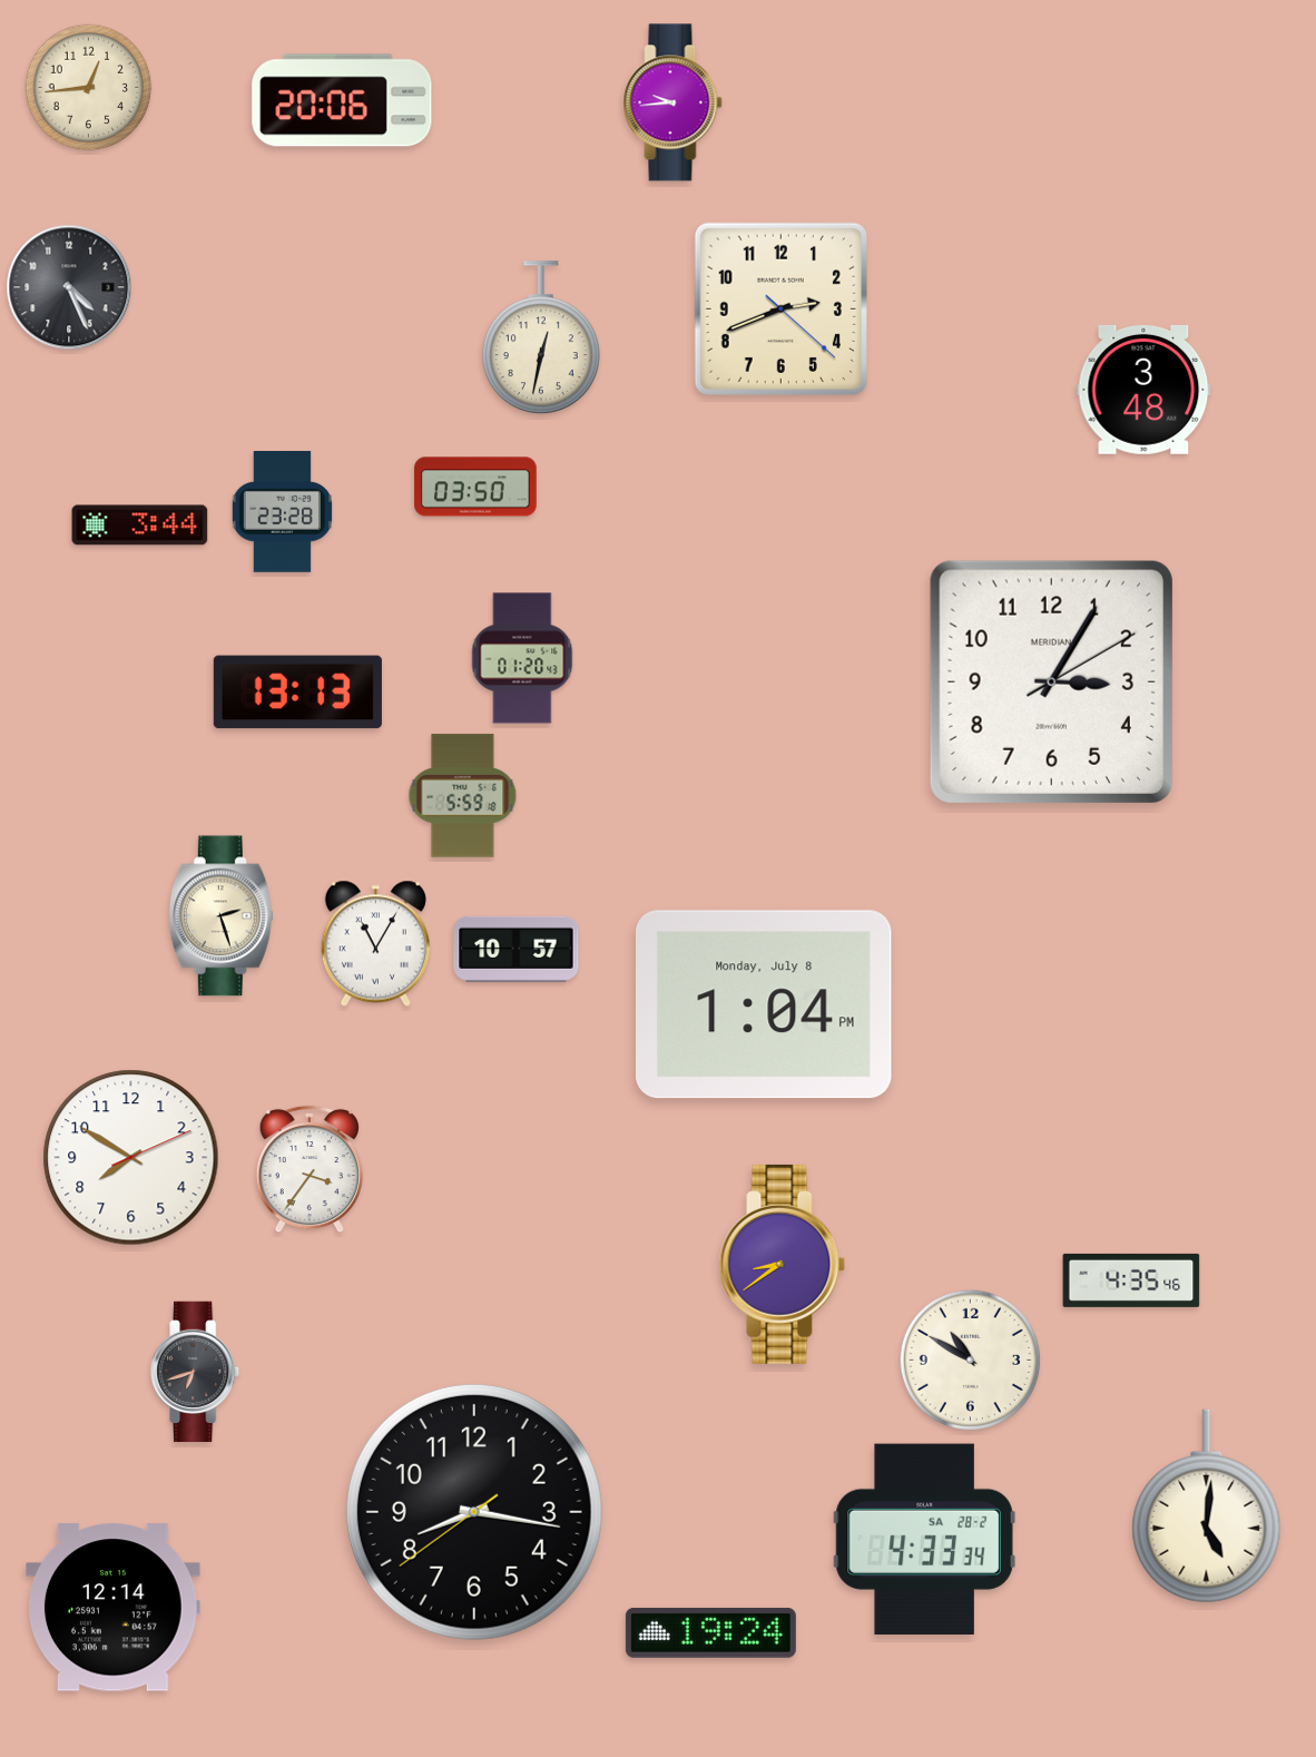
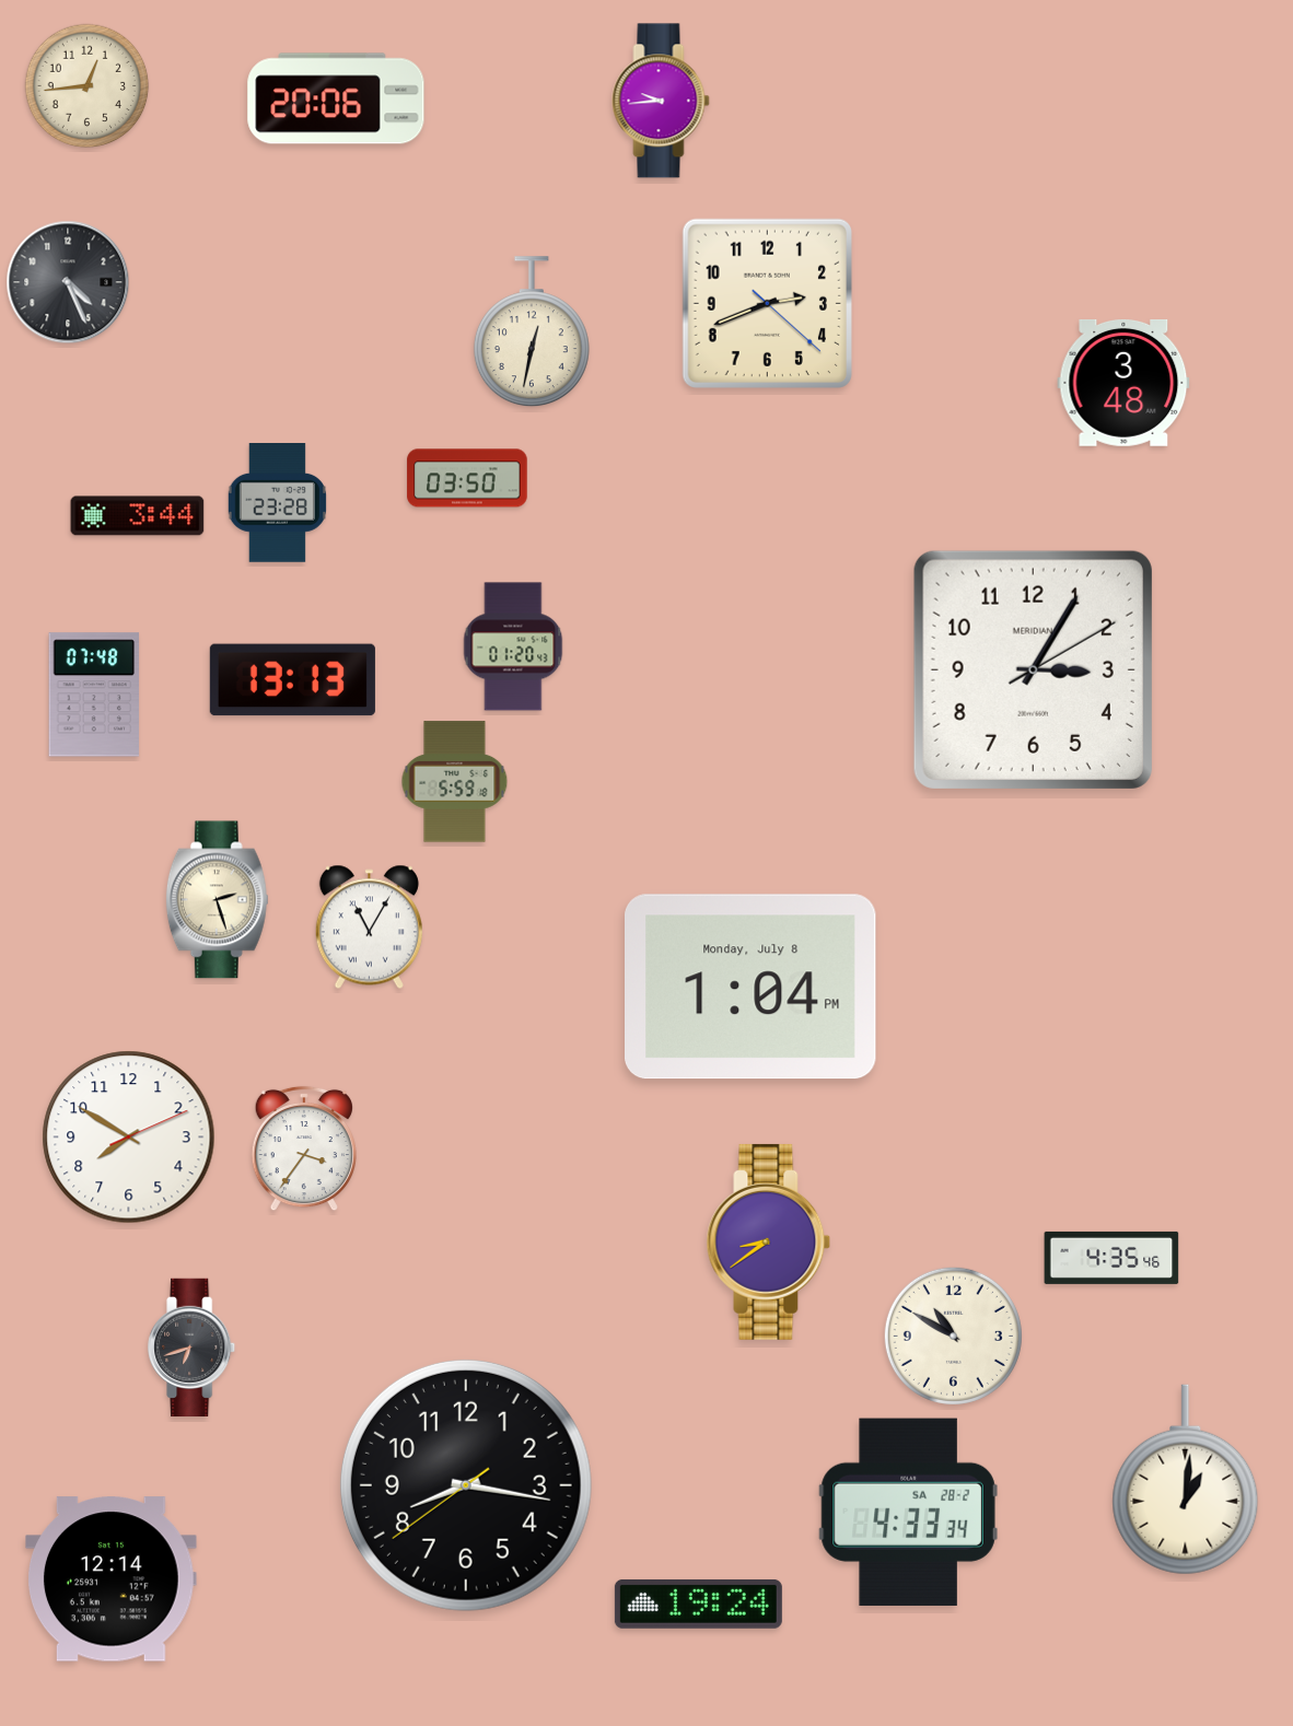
clock at (94, 695): none -> 07:48
clock at (517, 949): 10:57 -> none
clock at (1207, 1506): 5:01 -> 1:01
